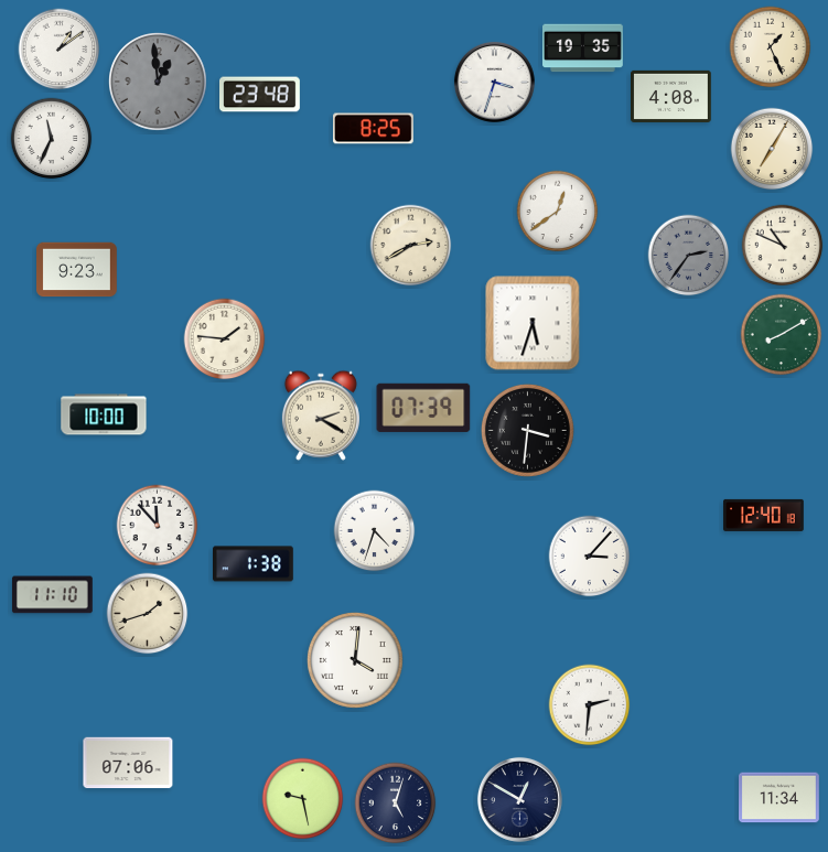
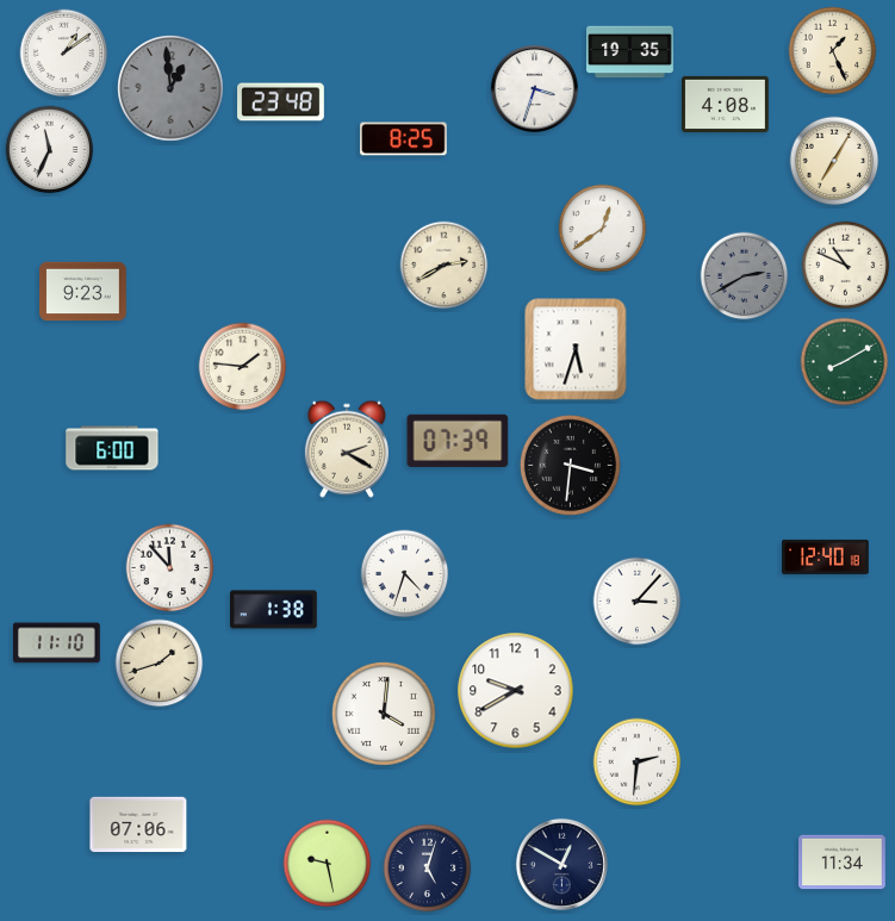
clock at (52, 139) position: (52, 139) -> (50, 150)
clock at (689, 256): 2:36 -> 2:40
clock at (104, 414): 10:00 -> 6:00
clock at (516, 691): none -> 9:40
